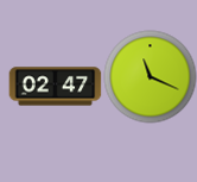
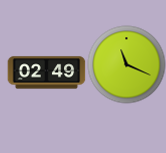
clock at (55, 87): 02:47 -> 02:49
